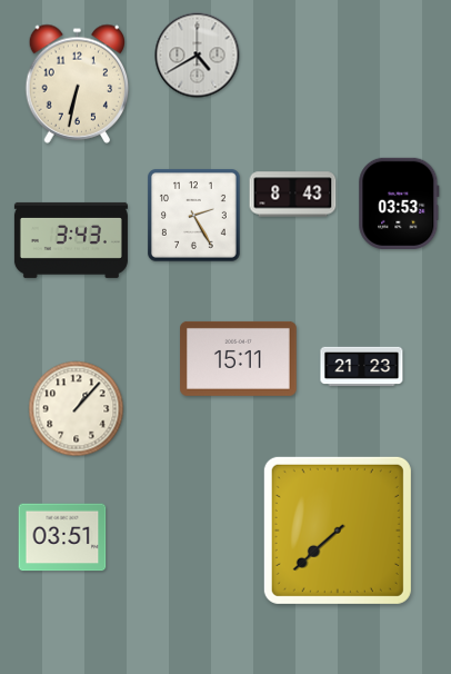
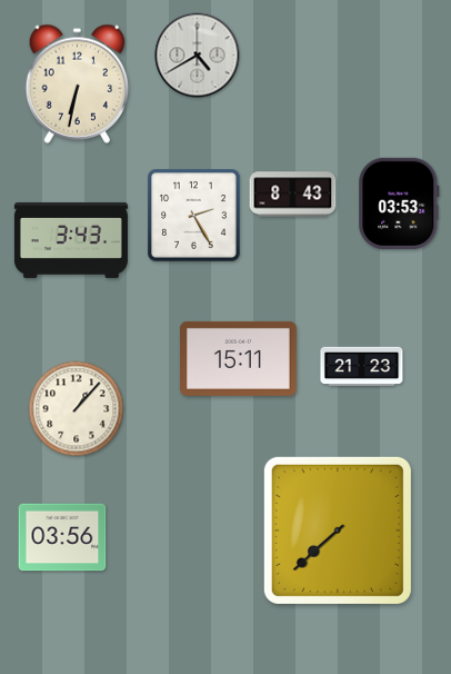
clock at (62, 537): 03:51 -> 03:56
